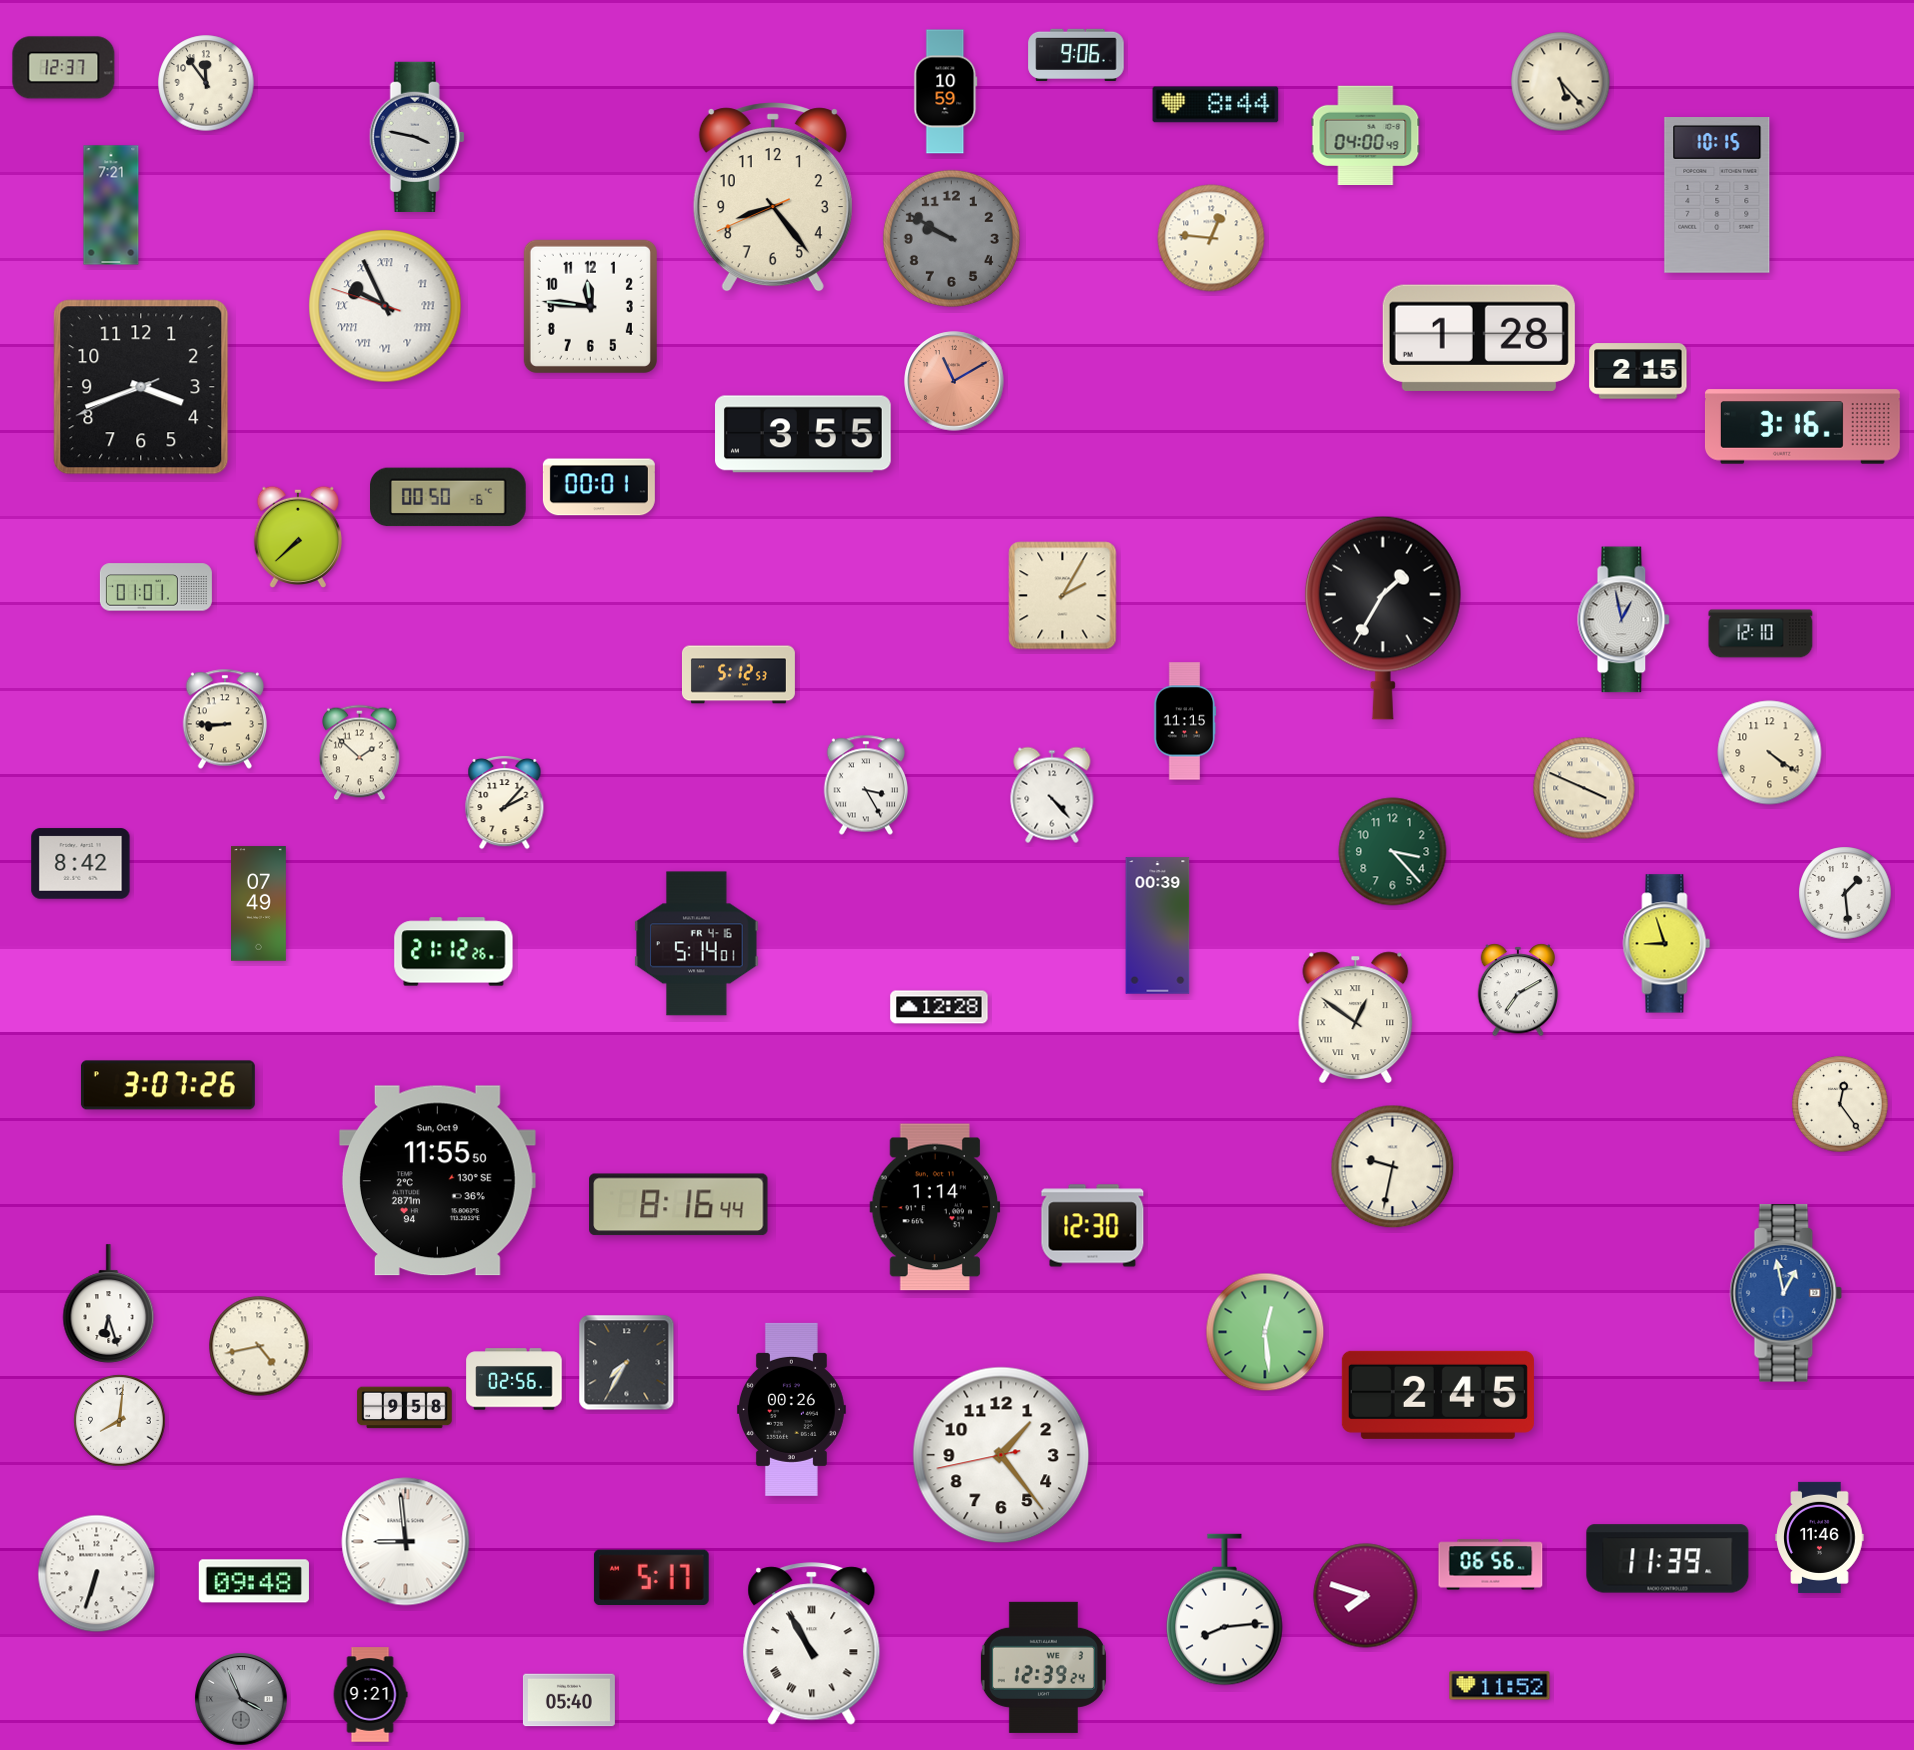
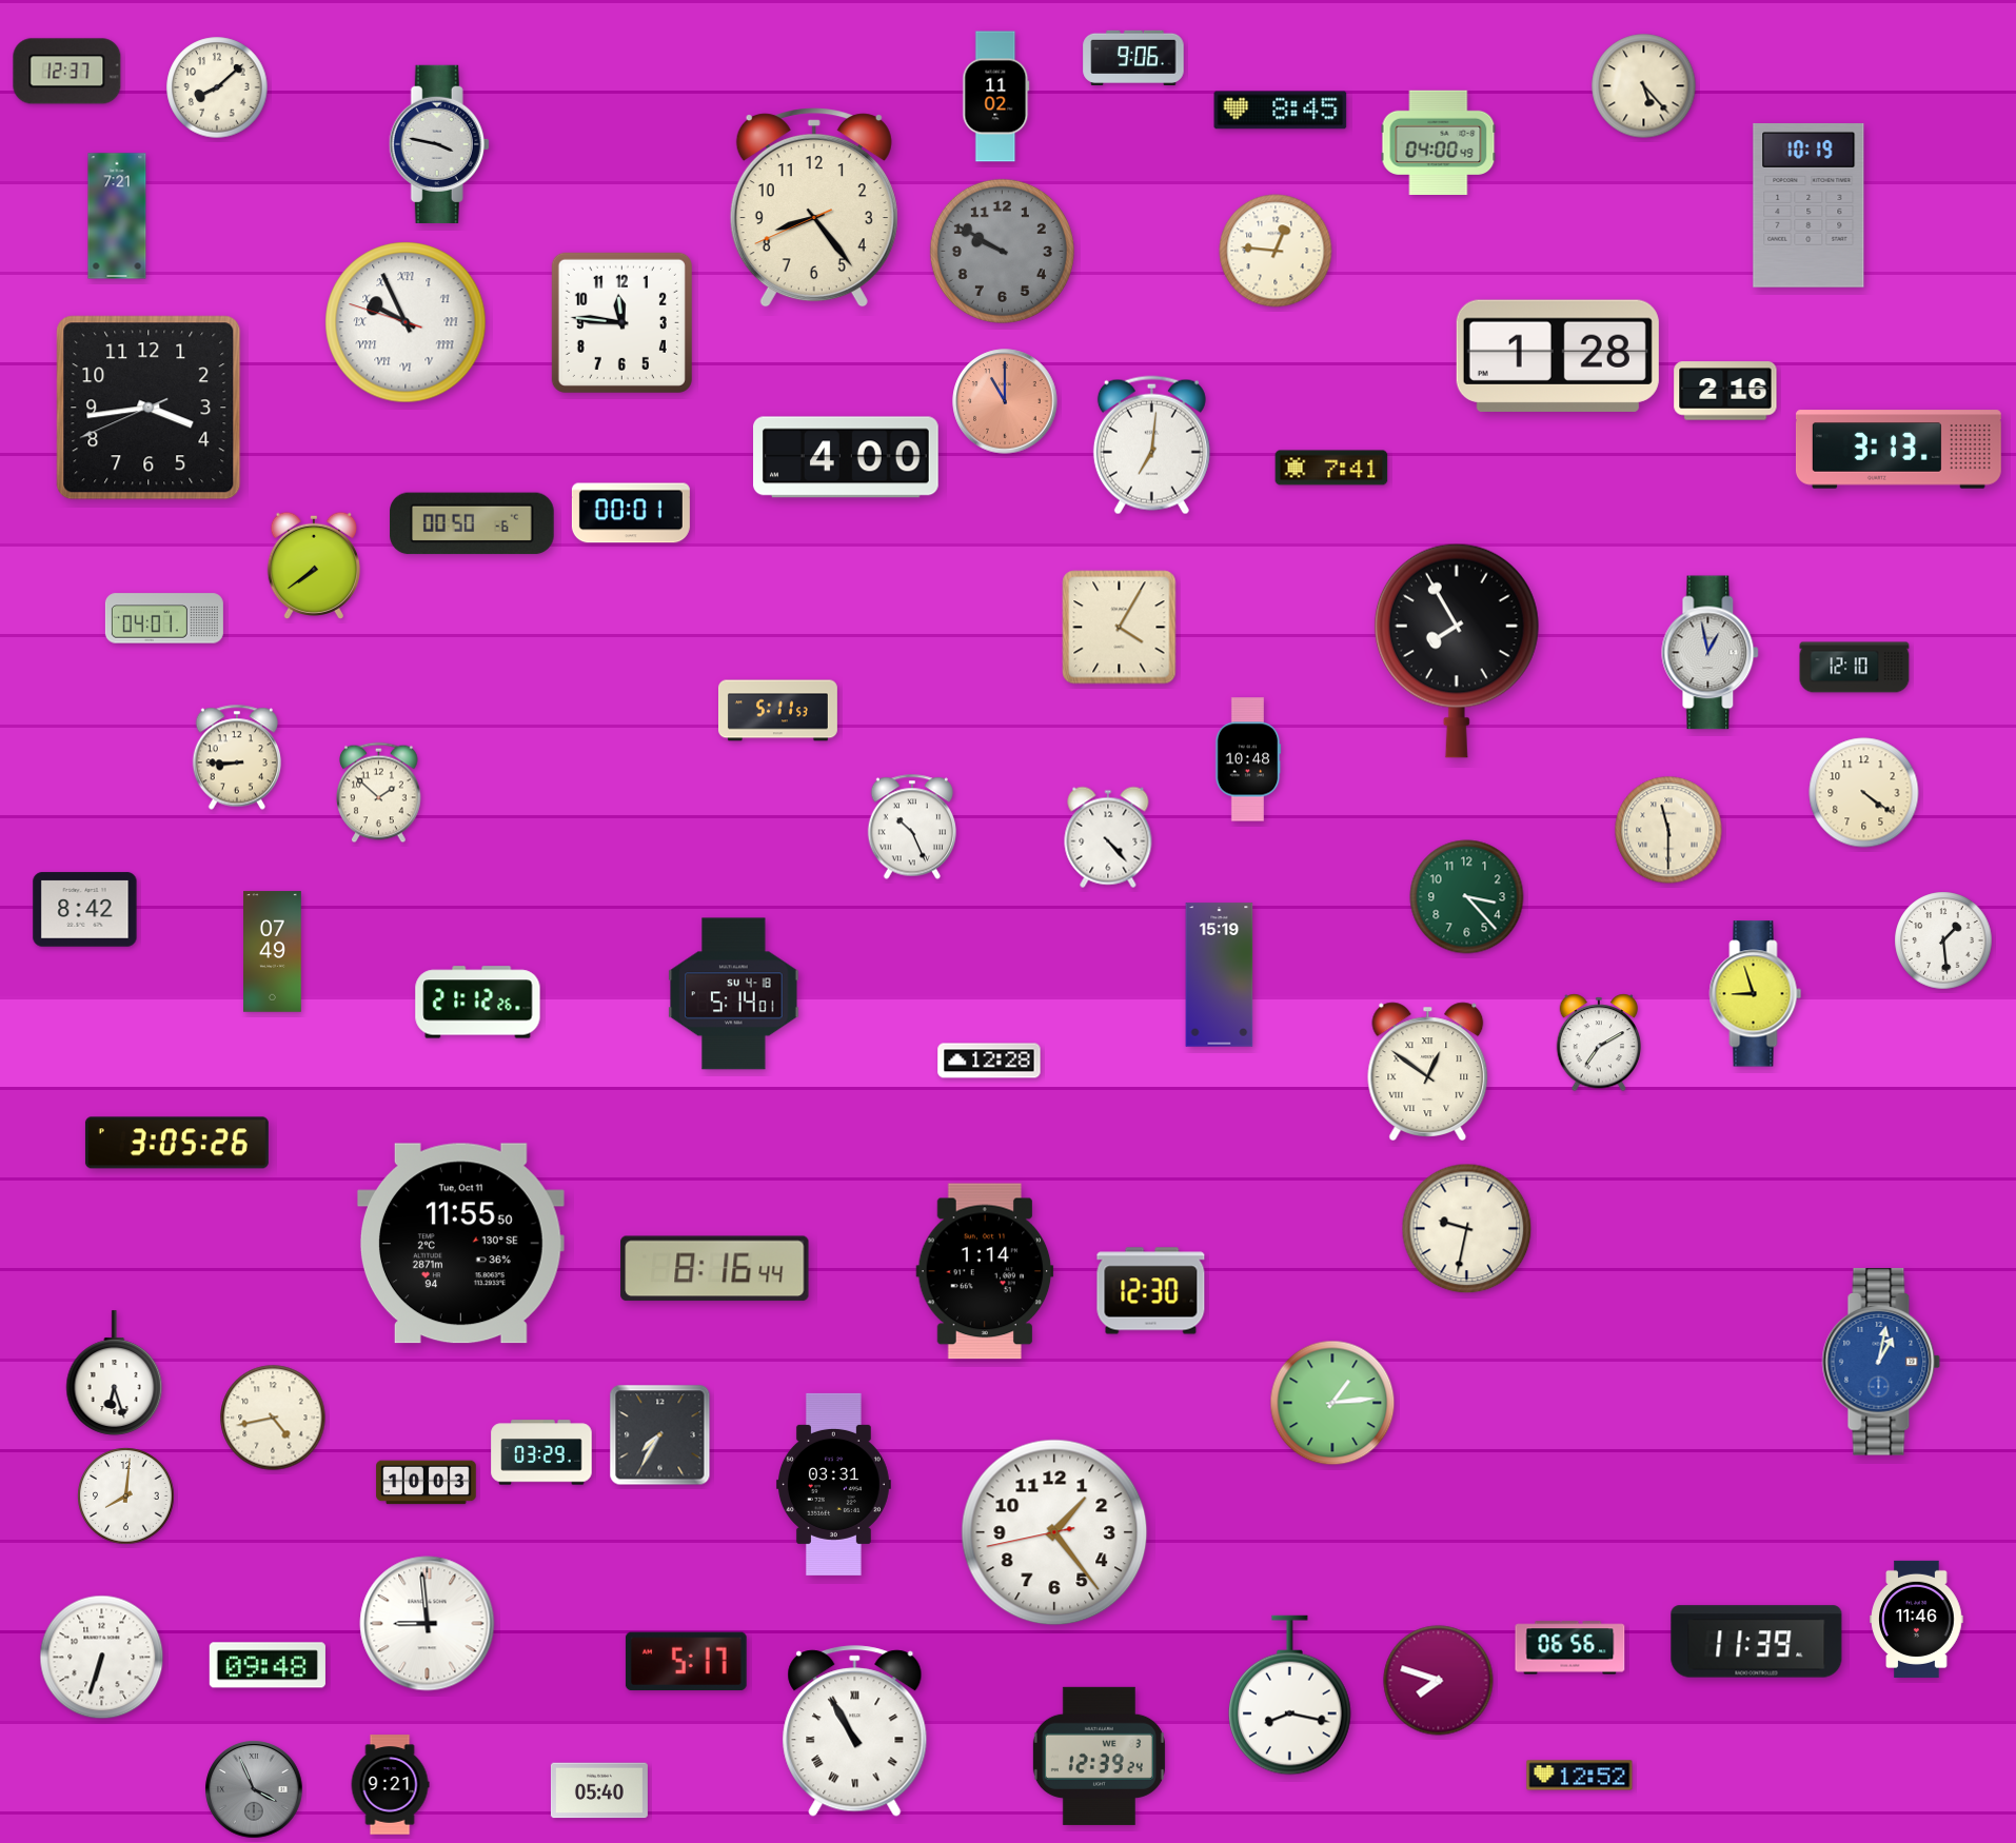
clock at (206, 83): 11:54 -> 8:08
clock at (946, 92): 10:59 -> 11:02
clock at (1216, 105): 8:44 -> 8:45
clock at (1717, 196): 10:15 -> 10:19
clock at (1638, 371): 2:15 -> 2:16
clock at (954, 381): 11:10 -> 11:00
clock at (141, 387): 3:41 -> 3:43
clock at (1151, 445): none -> 7:01
clock at (1802, 427): 3:16 -> 3:13
clock at (804, 434): 3:55 -> 4:00
clock at (1331, 468): none -> 7:41
clock at (298, 536): 7:38 -> 7:39
clock at (156, 587): 01:01 -> 04:01
clock at (1063, 596): 2:05 -> 4:05
clock at (1383, 618): 1:35 -> 7:55
clock at (738, 675): 5:12 -> 5:11
clock at (1185, 721): 11:15 -> 10:48
clock at (865, 785): 3:25 -> 10:26
clock at (1584, 788): 3:49 -> 11:30
clock at (505, 802): 2:07 -> none
clock at (1158, 926): 00:39 -> 15:19
clock at (697, 944) date: FR 4-16 -> SU 4-18
clock at (168, 1085): 3:07 -> 3:05
clock at (1840, 1104): 12:24 -> none
clock at (437, 1181) date: Sun, Oct 9 -> Tue, Oct 11
clock at (1786, 1293): 12:58 -> 1:02
clock at (1265, 1332): 12:29 -> 1:14
clock at (514, 1379): 02:56 -> 03:29
clock at (1438, 1395): 2:45 -> none
clock at (405, 1408): 9:58 -> 10:03
clock at (791, 1409): 00:26 -> 03:31
clock at (1225, 1610): 8:14 -> 8:17
clock at (1500, 1686): 11:52 -> 12:52
